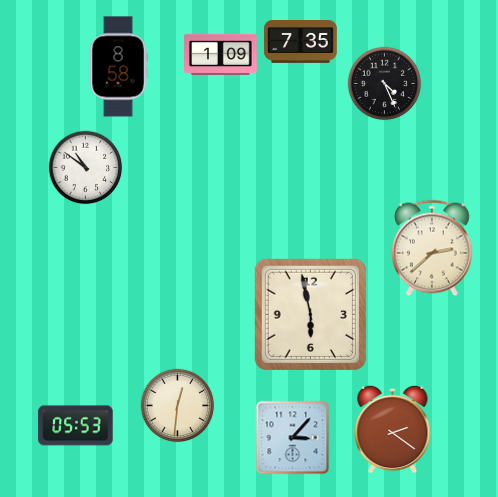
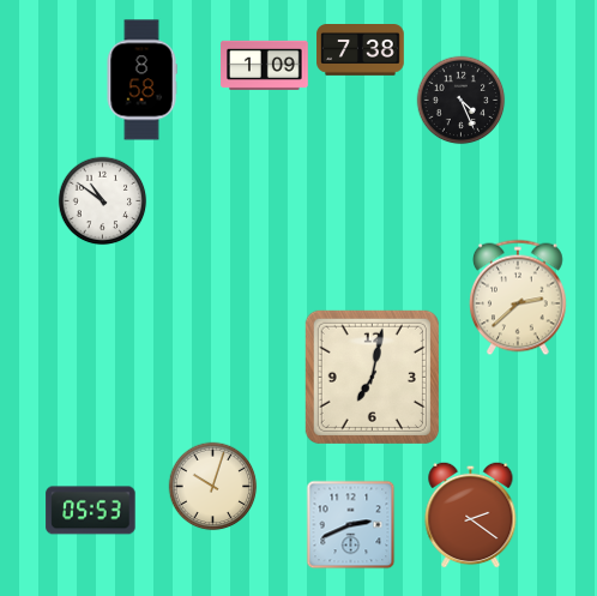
clock at (301, 42): 7:35 -> 7:38
clock at (310, 314): 5:58 -> 7:02
clock at (178, 406): 12:31 -> 10:03
clock at (293, 438): 3:07 -> 2:41
